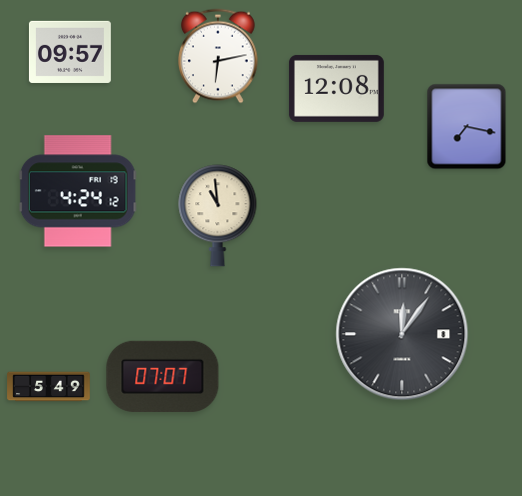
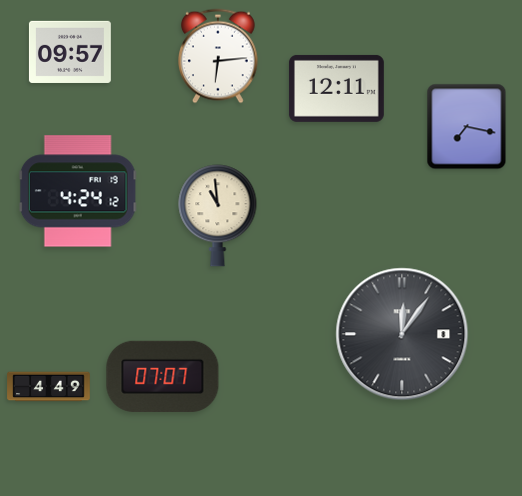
clock at (219, 56): 6:13 -> 6:14
clock at (336, 88): 12:08 -> 12:11
clock at (49, 387): 5:49 -> 4:49
